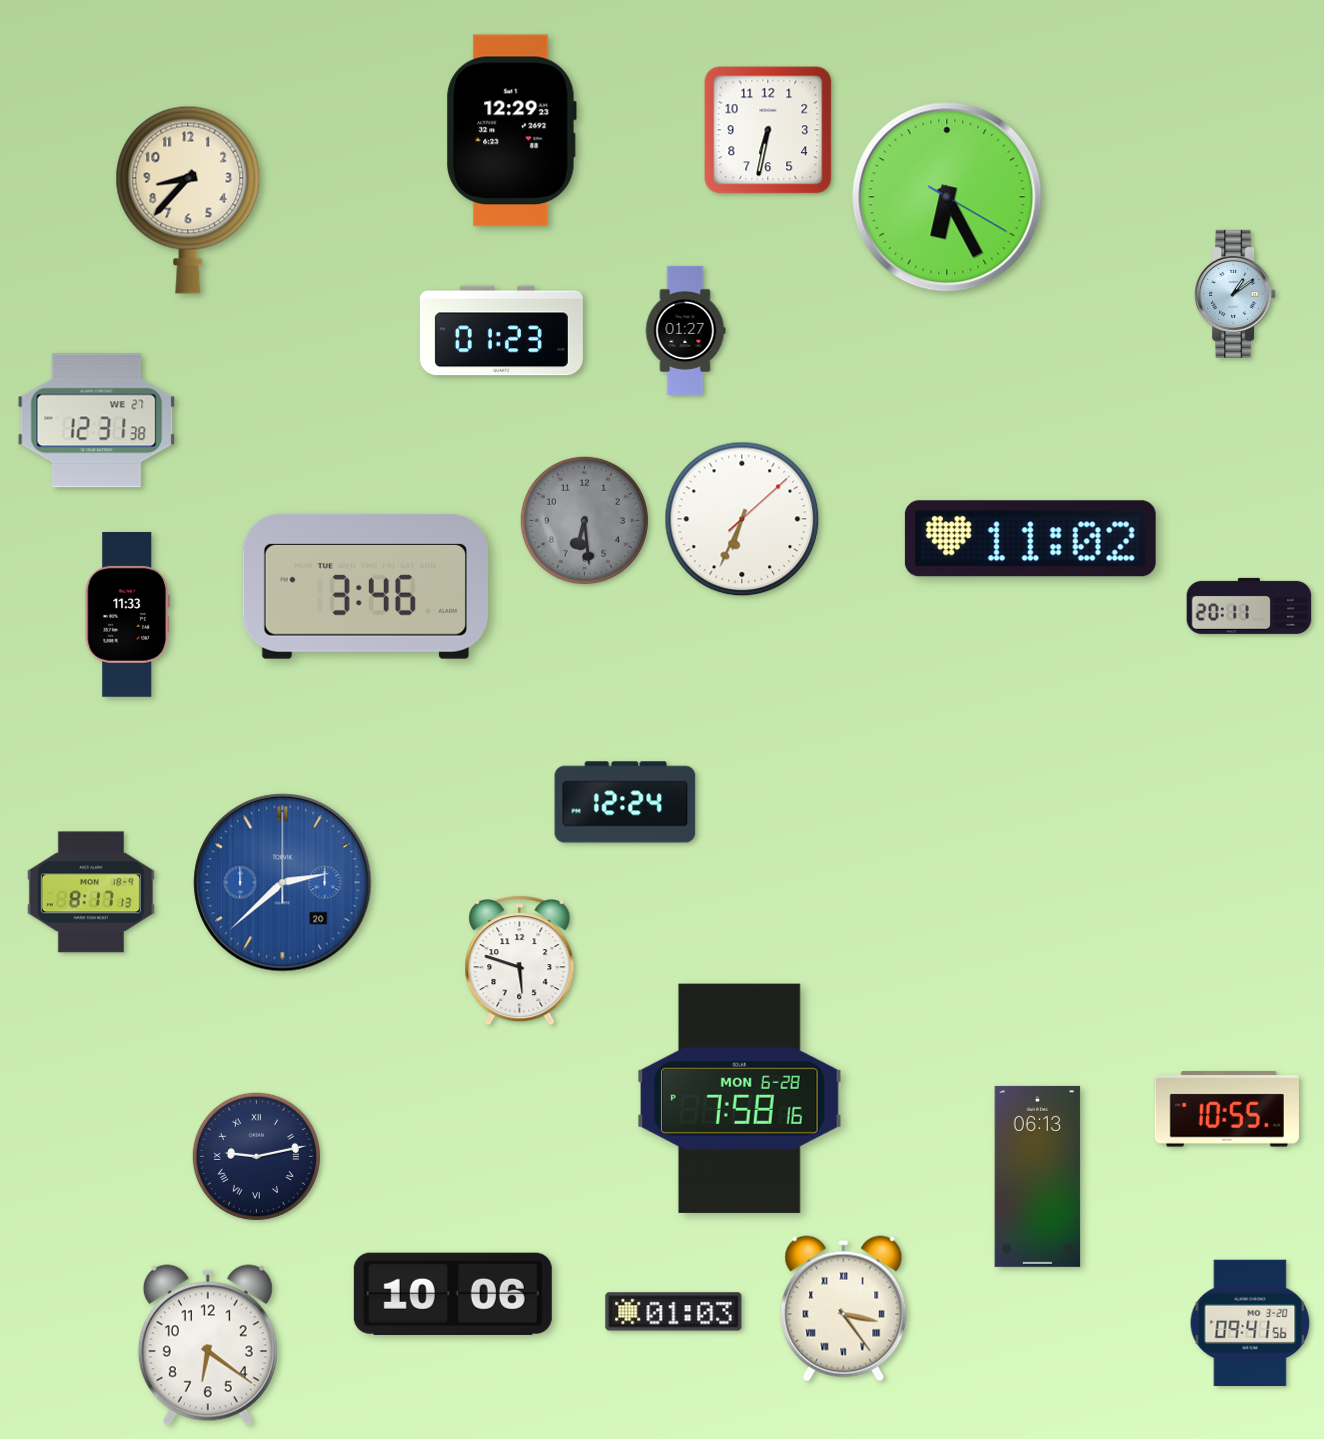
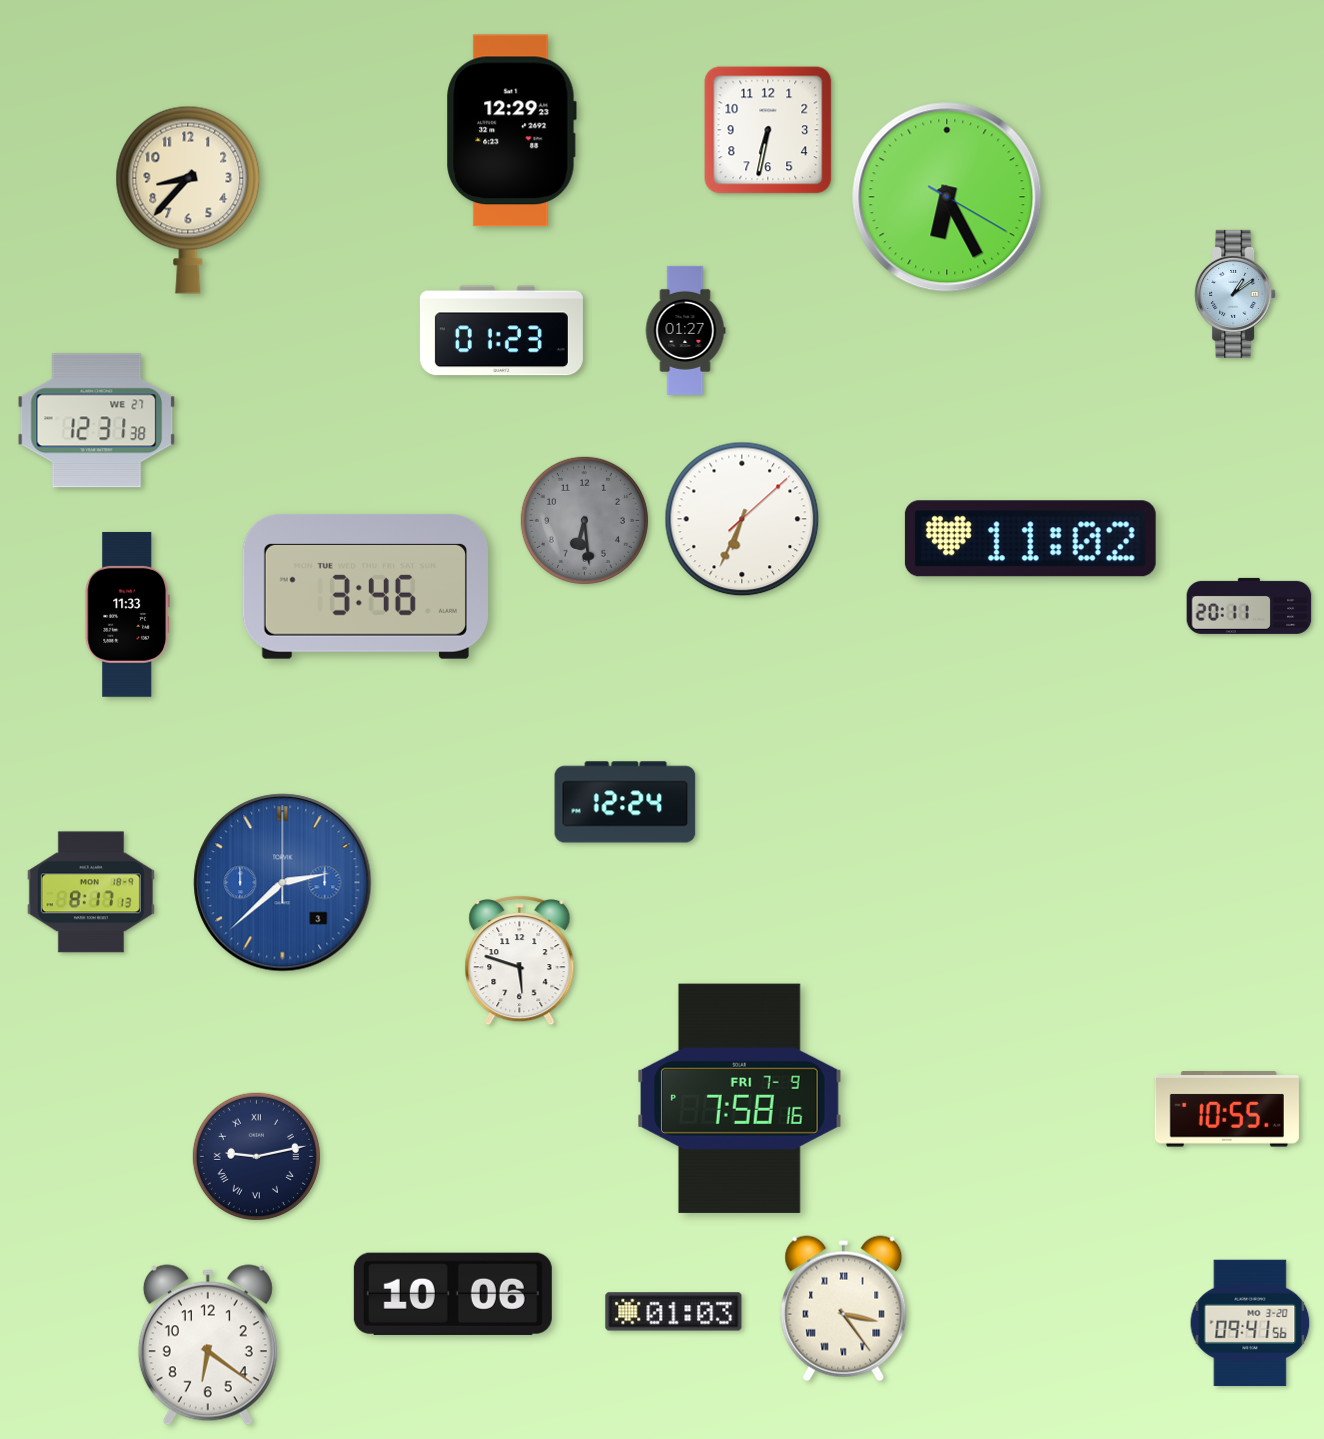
clock at (283, 883) date: 20 -> 3
clock at (740, 1098) date: MON 6-28 -> FRI 7-9
clock at (1038, 1176): 06:13 -> none
